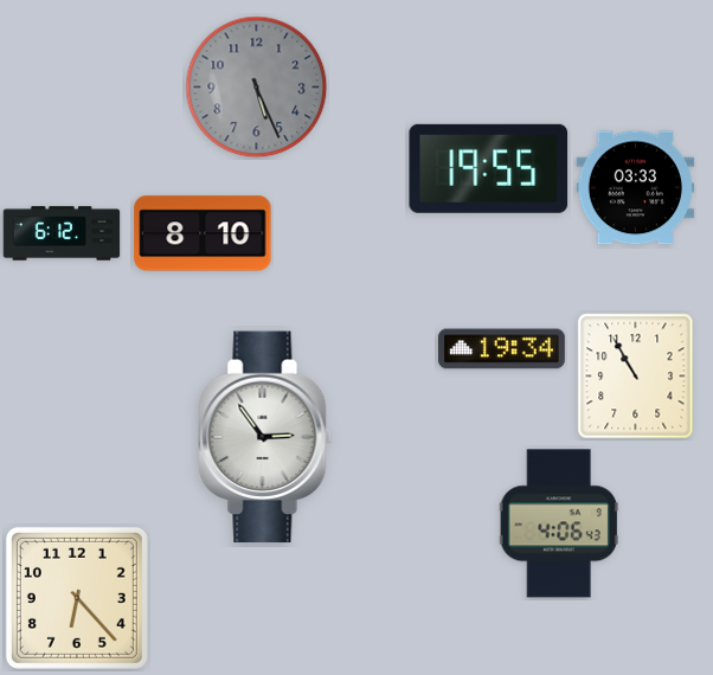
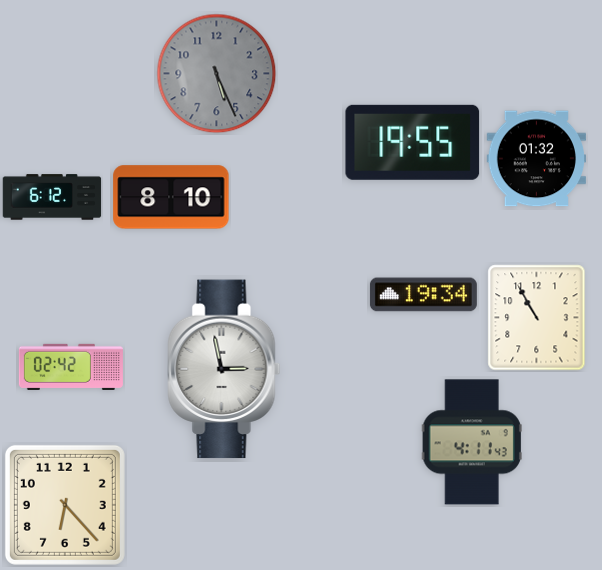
clock at (635, 188): 03:33 -> 01:32
clock at (71, 367): none -> 02:42
clock at (265, 437): 2:54 -> 2:58
clock at (559, 523): 4:06 -> 4:11
